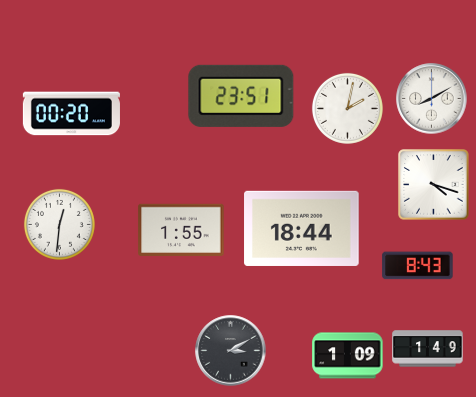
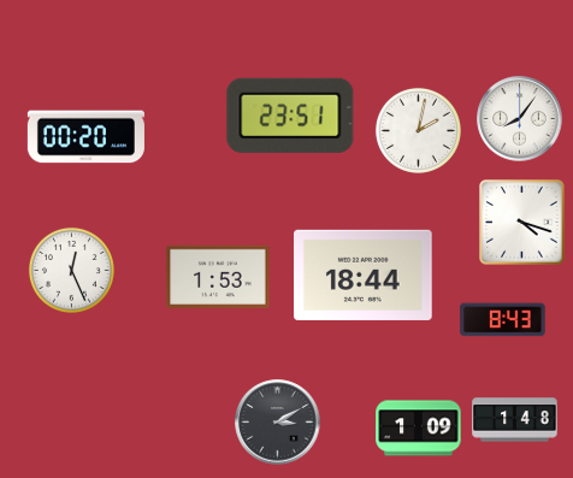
clock at (432, 99): 8:10 -> 8:06
clock at (59, 224): 12:31 -> 12:26
clock at (181, 229): 1:55 -> 1:53
clock at (428, 349): 1:49 -> 1:48
